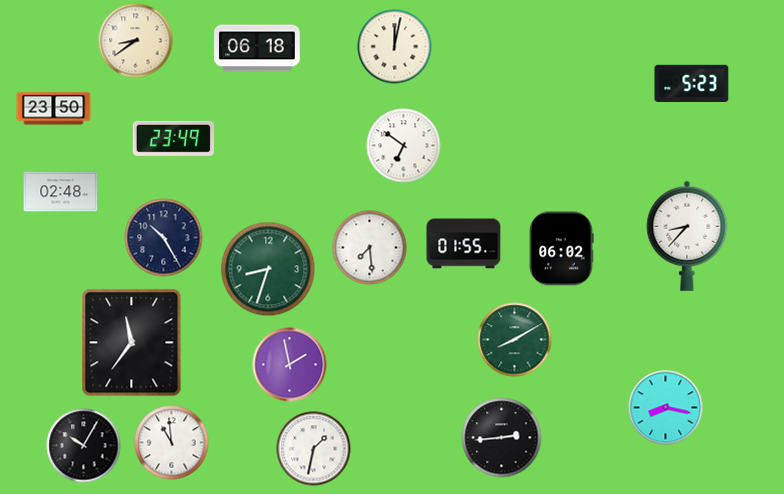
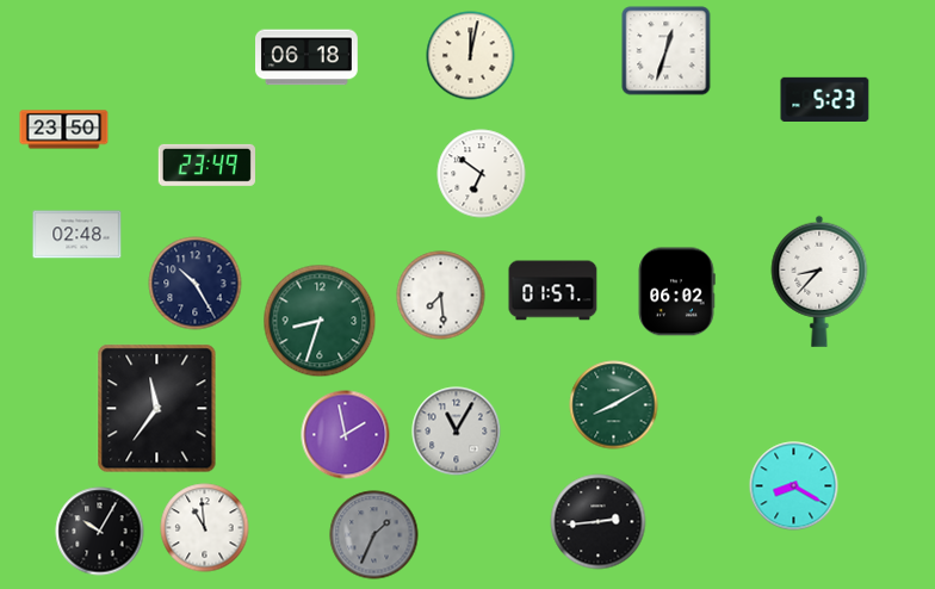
clock at (136, 41): 8:39 -> none
clock at (667, 51): none -> 12:33
clock at (61, 192) position: (61, 192) -> (78, 235)
clock at (464, 244): 01:55 -> 01:57
clock at (561, 249) position: (561, 249) -> (676, 292)
clock at (457, 432): none -> 11:05
clock at (666, 408): 8:17 -> 8:20
clock at (314, 449): 1:32 -> 1:34
clock at (314, 449) dial: white -> grey
